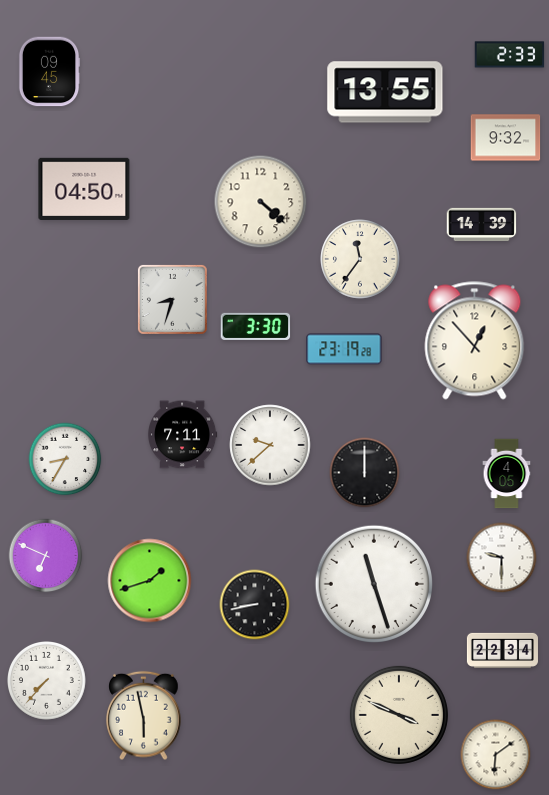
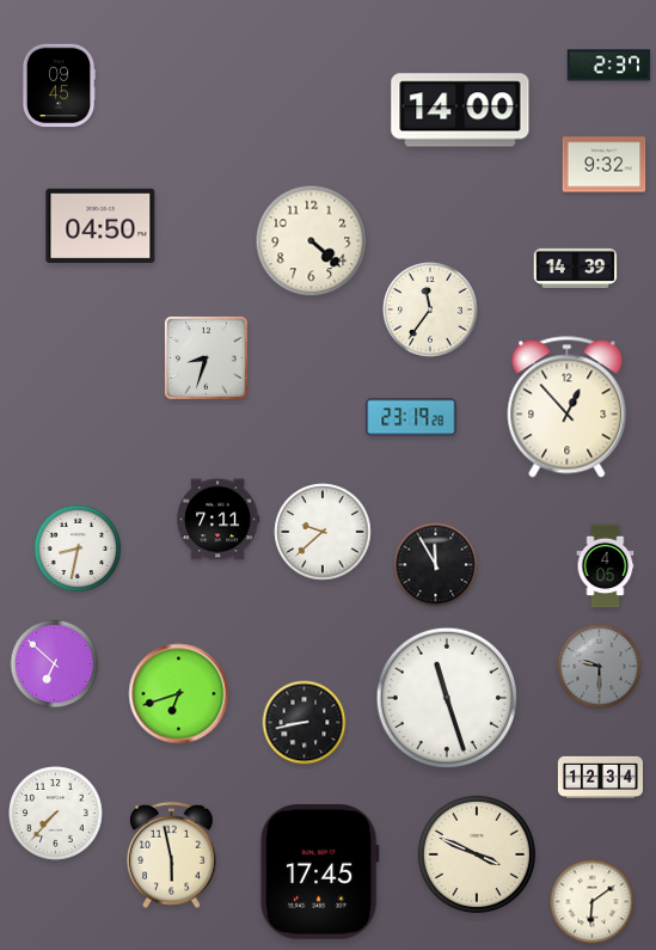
clock at (510, 55): 2:33 -> 2:37
clock at (385, 92): 13:55 -> 14:00
clock at (256, 326): 3:30 -> none
clock at (65, 459): 8:35 -> 8:32
clock at (365, 473): 12:00 -> 11:55
clock at (46, 556): 6:49 -> 6:52
clock at (502, 558) dial: white -> grey
clock at (150, 581): 1:42 -> 6:42
clock at (502, 650): 22:34 -> 12:34
clock at (319, 872): none -> 17:45
